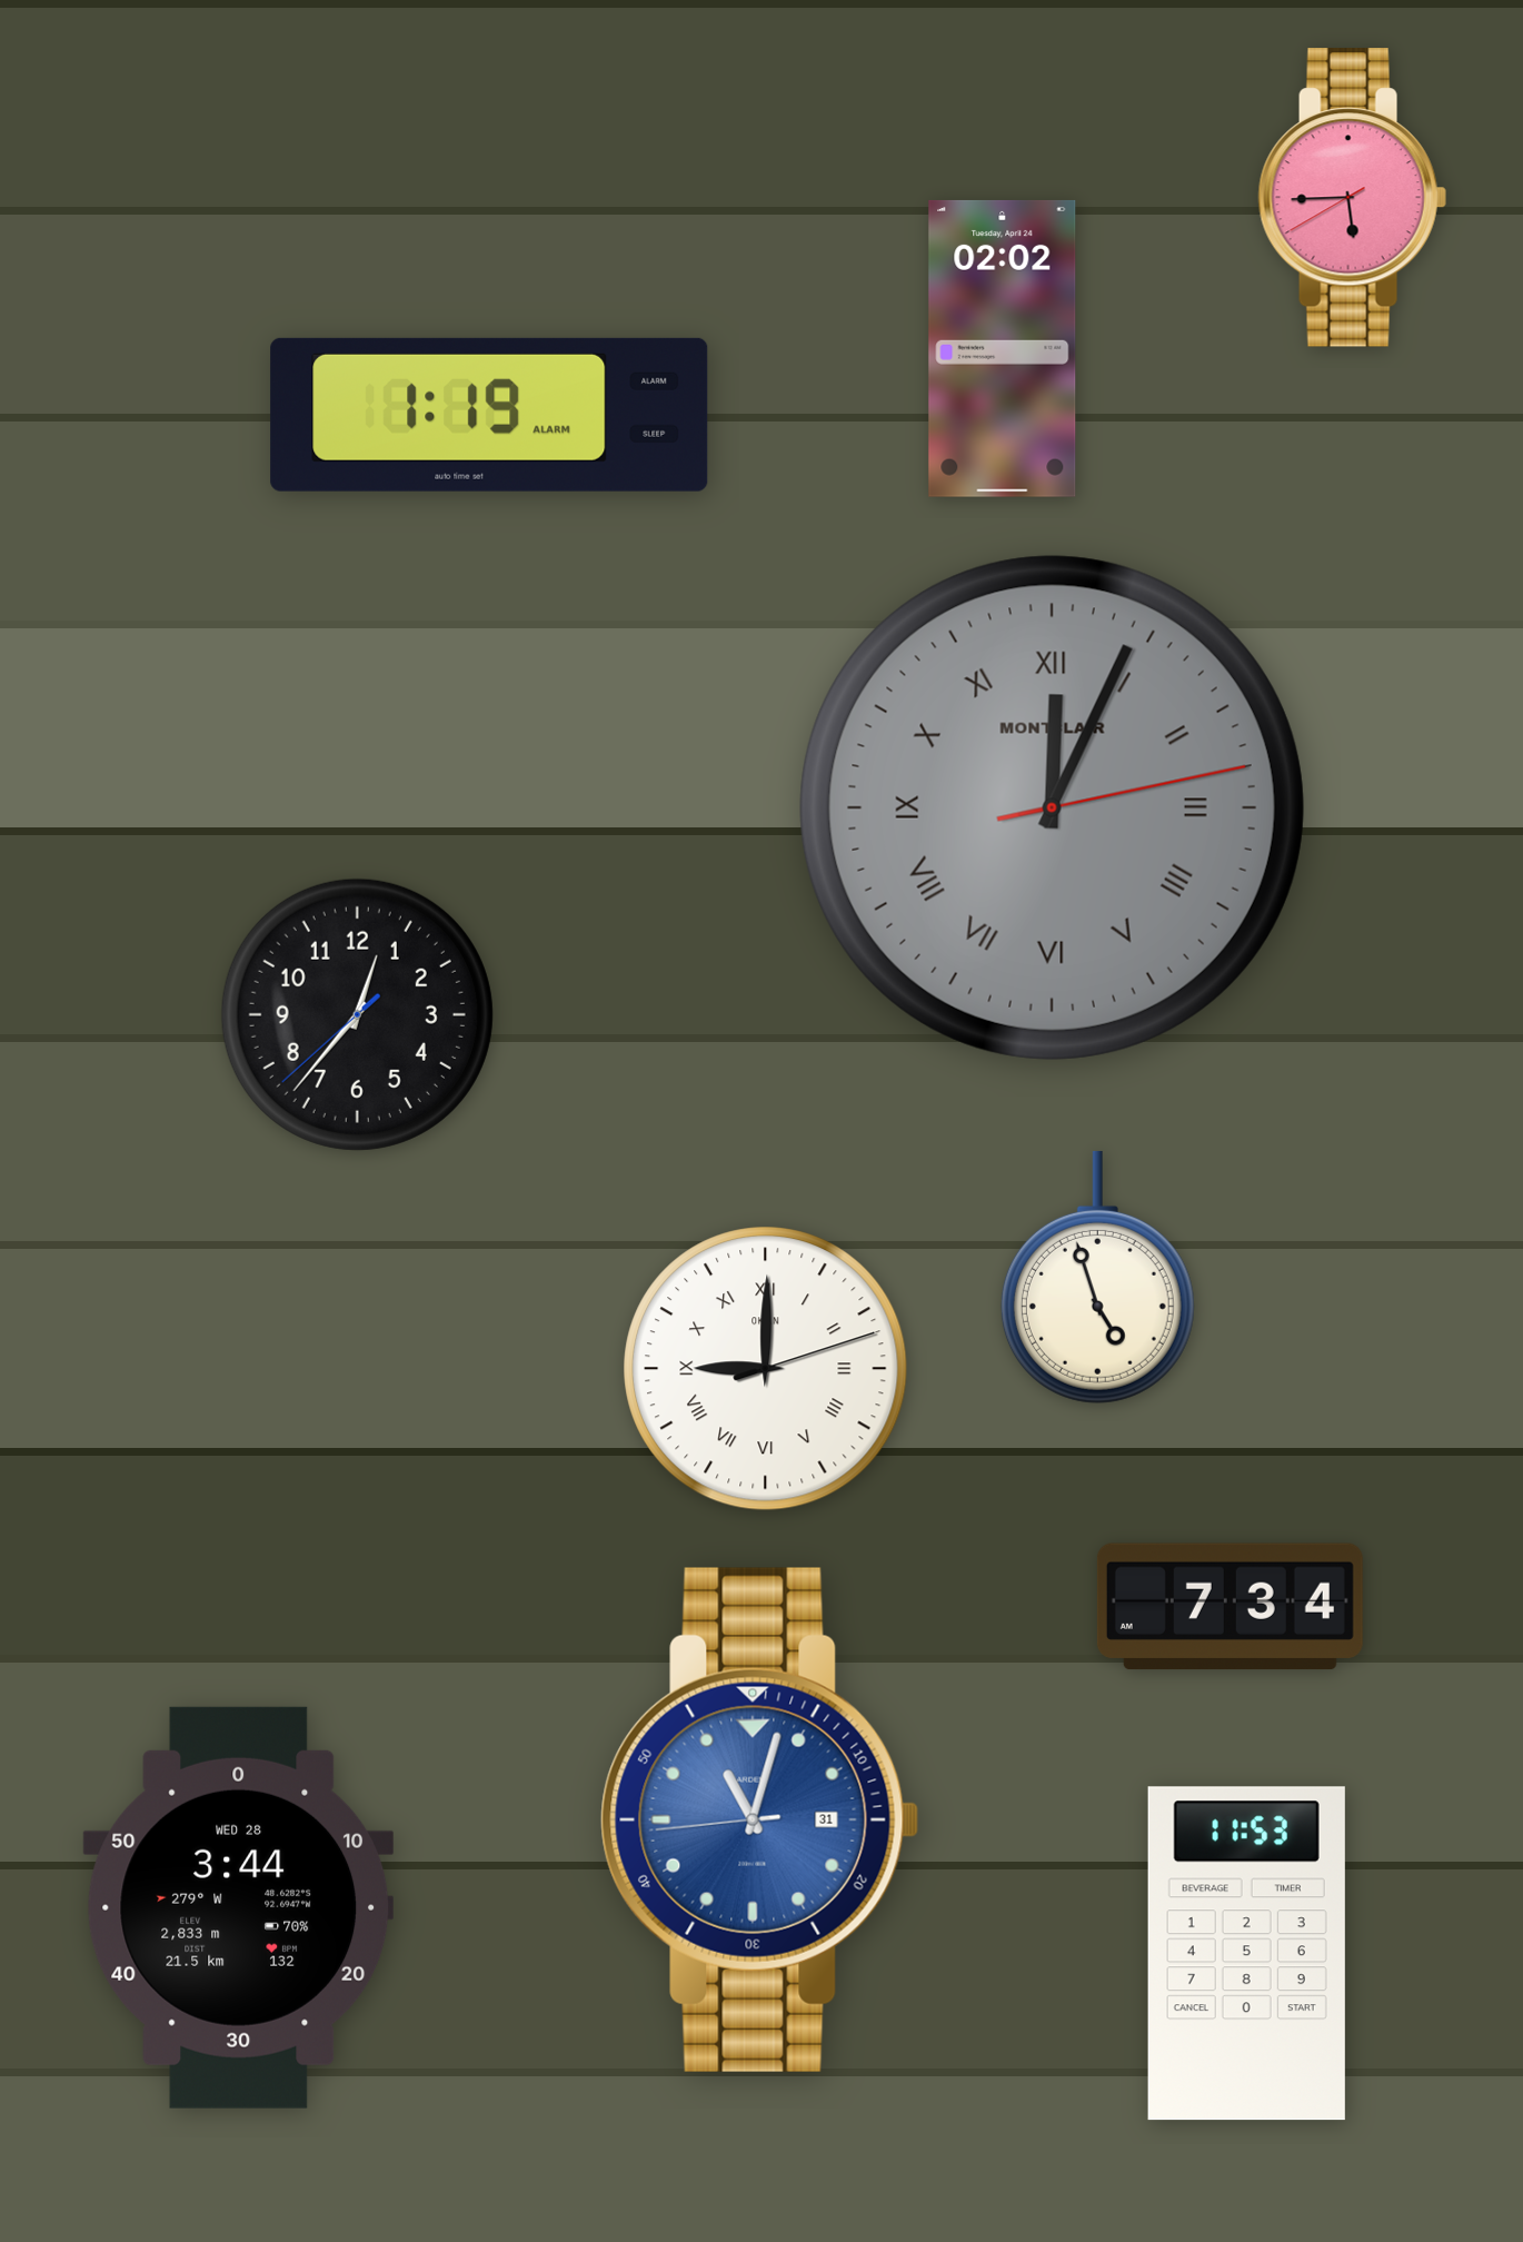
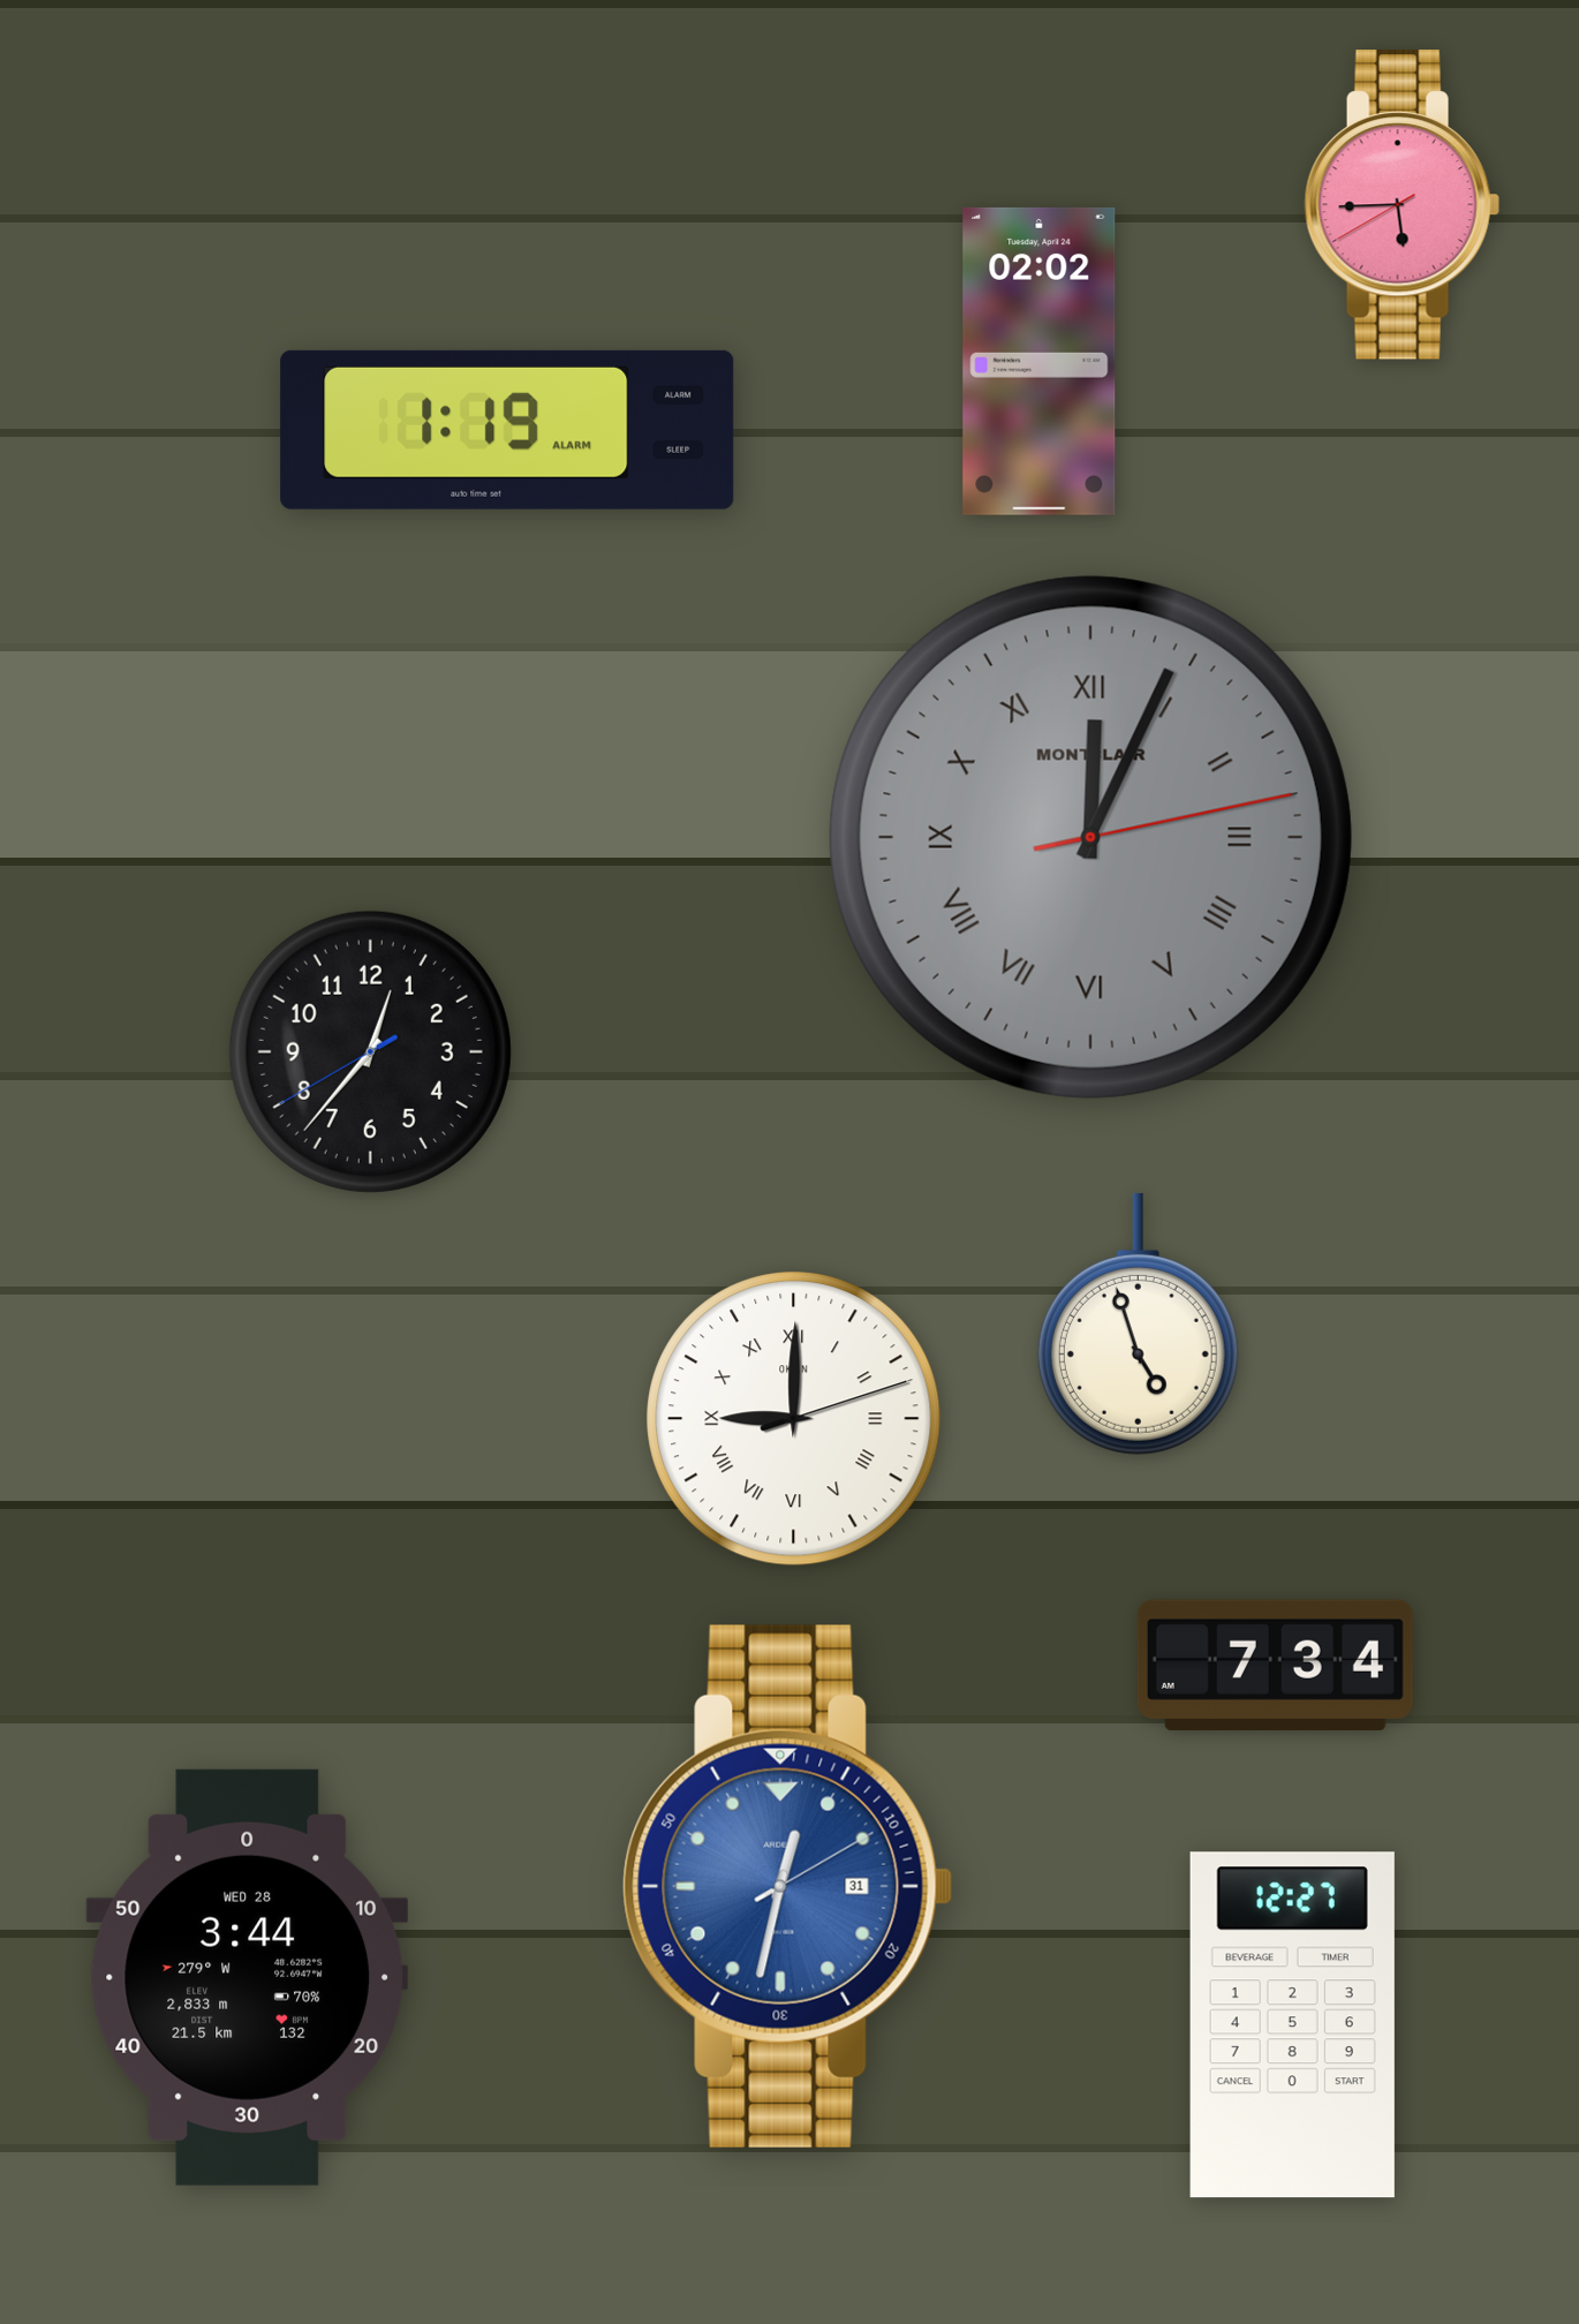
clock at (357, 1014): 12:36:38 -> 12:36:40
clock at (760, 1819): 11:02 -> 12:32
clock at (1246, 1954): 11:53 -> 12:27
